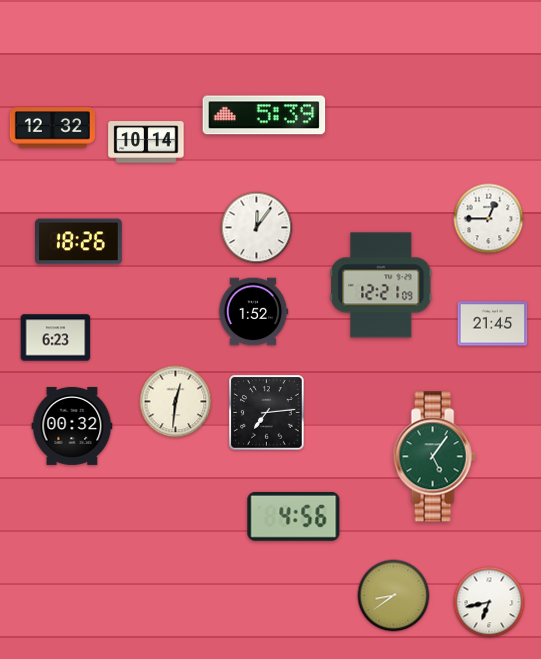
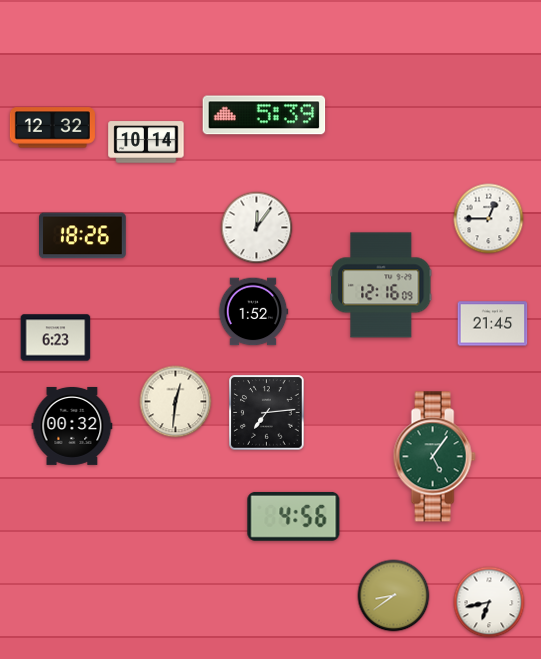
clock at (79, 242) position: (79, 242) -> (83, 236)
clock at (381, 285): 12:21 -> 12:16
